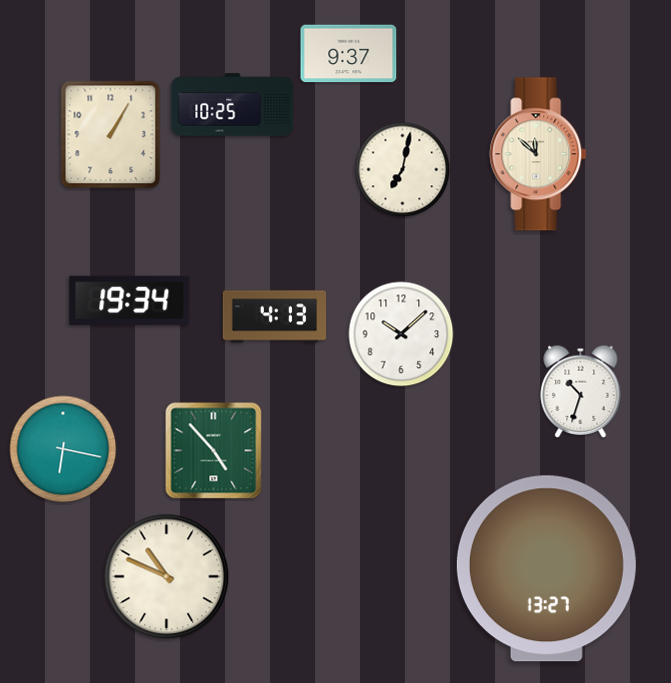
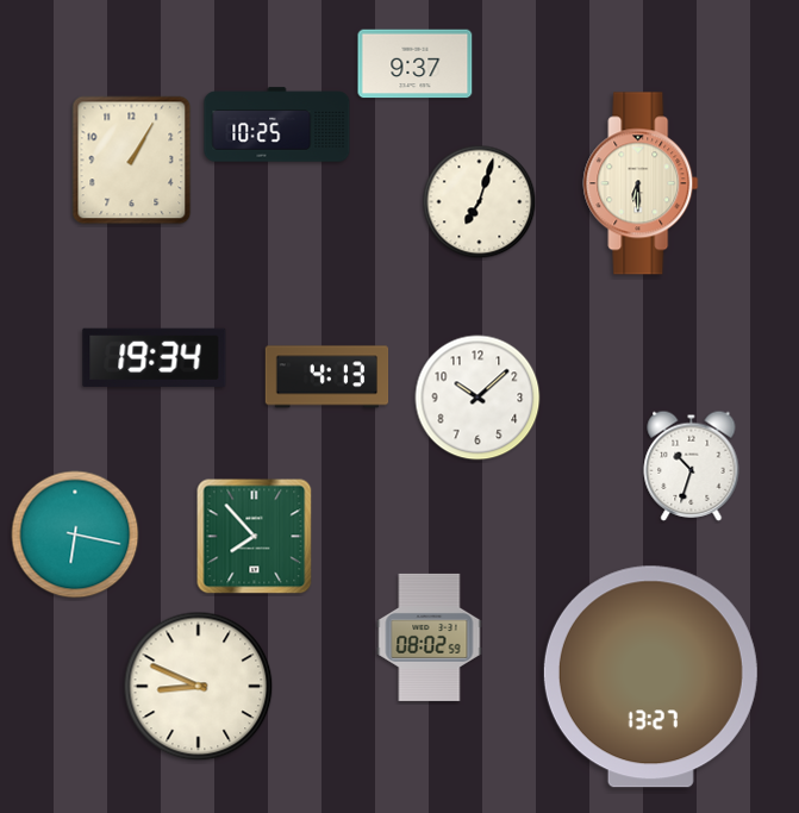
clock at (538, 154): 11:52 -> 6:30
clock at (403, 170): 7:02 -> 7:03
clock at (214, 451): 4:53 -> 7:53
clock at (430, 637): none -> 08:02
clock at (167, 577): 10:49 -> 8:49
